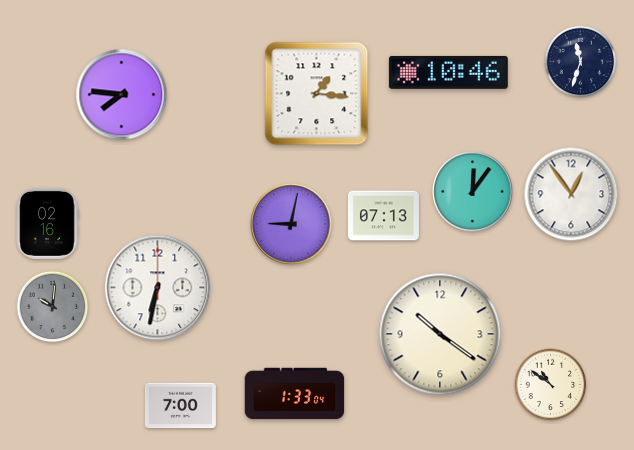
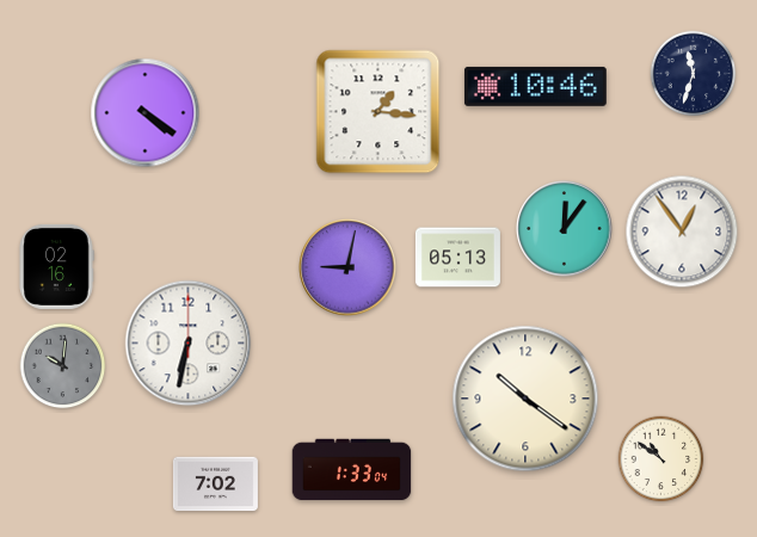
clock at (122, 95): 7:46 -> 4:21
clock at (383, 216): 07:13 -> 05:13
clock at (551, 385) position: (551, 385) -> (661, 459)
clock at (180, 406): 7:00 -> 7:02
